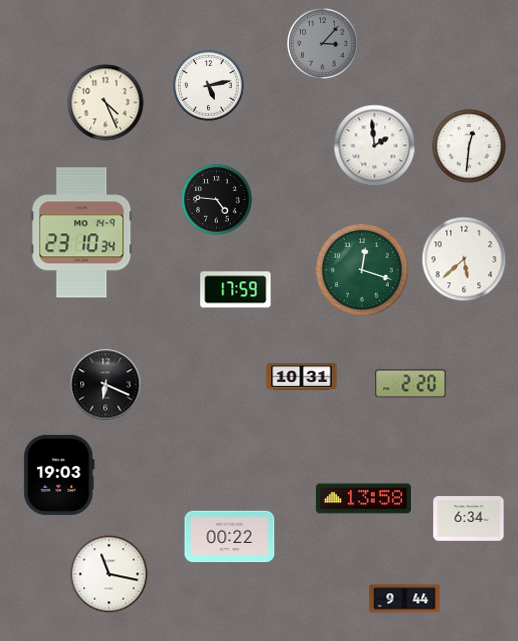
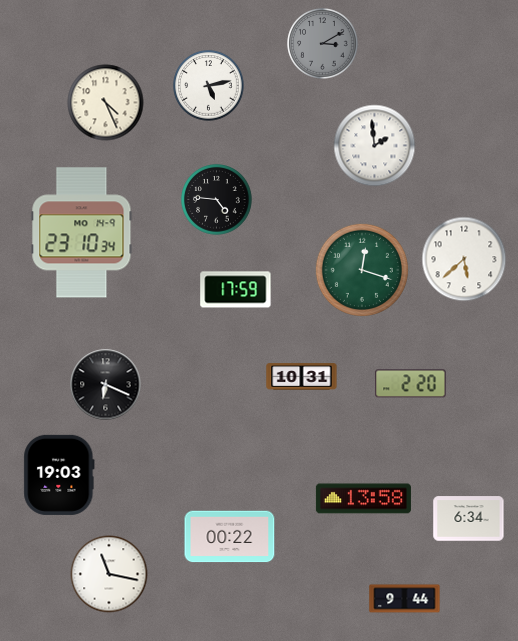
clock at (323, 44): 3:07 -> 3:10
clock at (469, 146): 12:31 -> none
